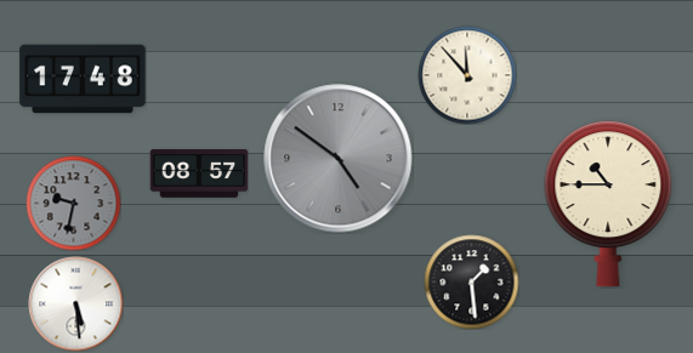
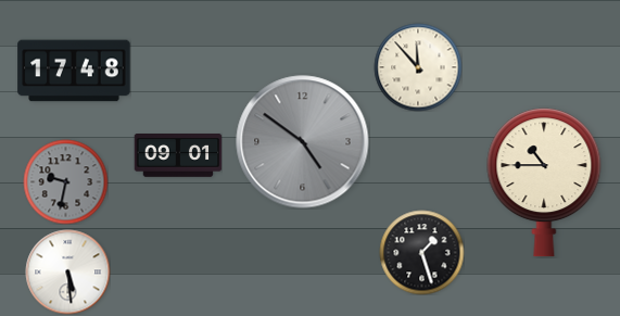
clock at (199, 175): 08:57 -> 09:01
clock at (471, 281): 1:29 -> 1:27
